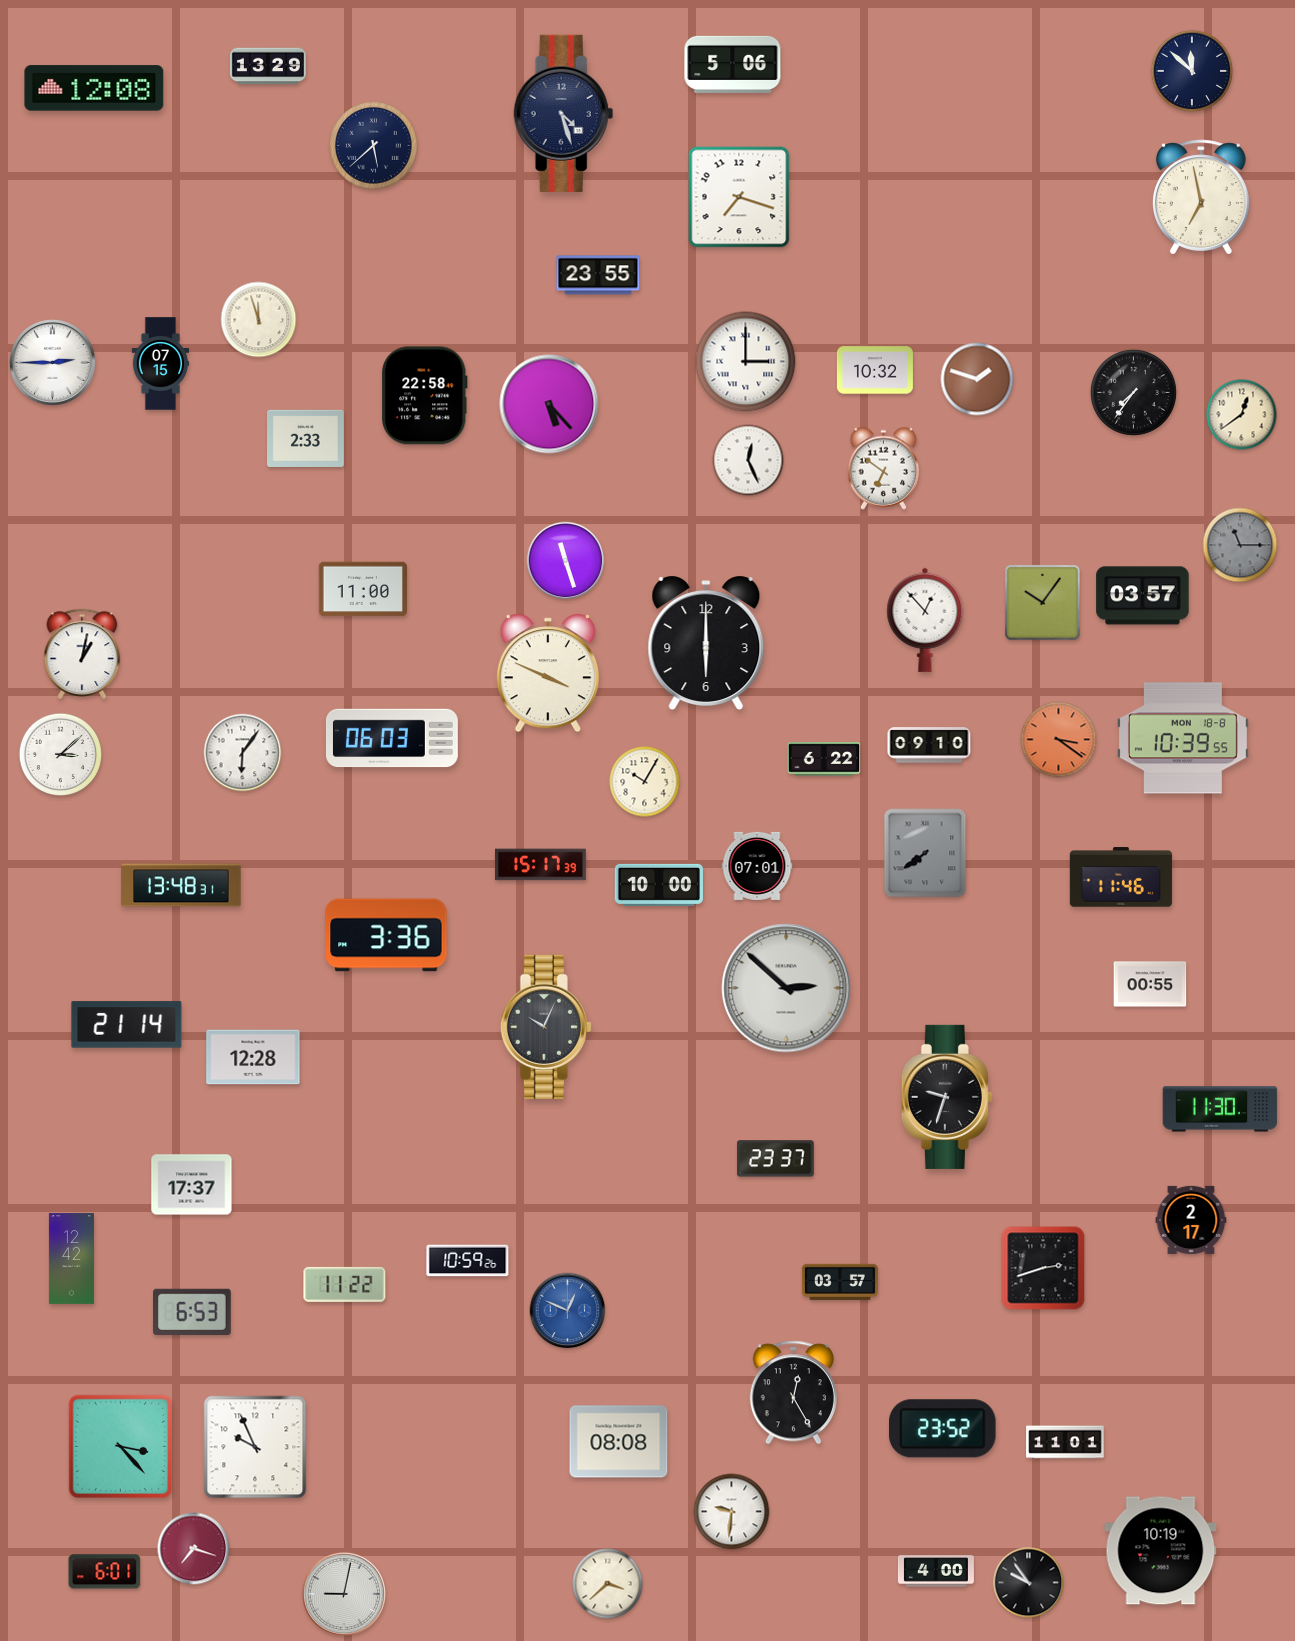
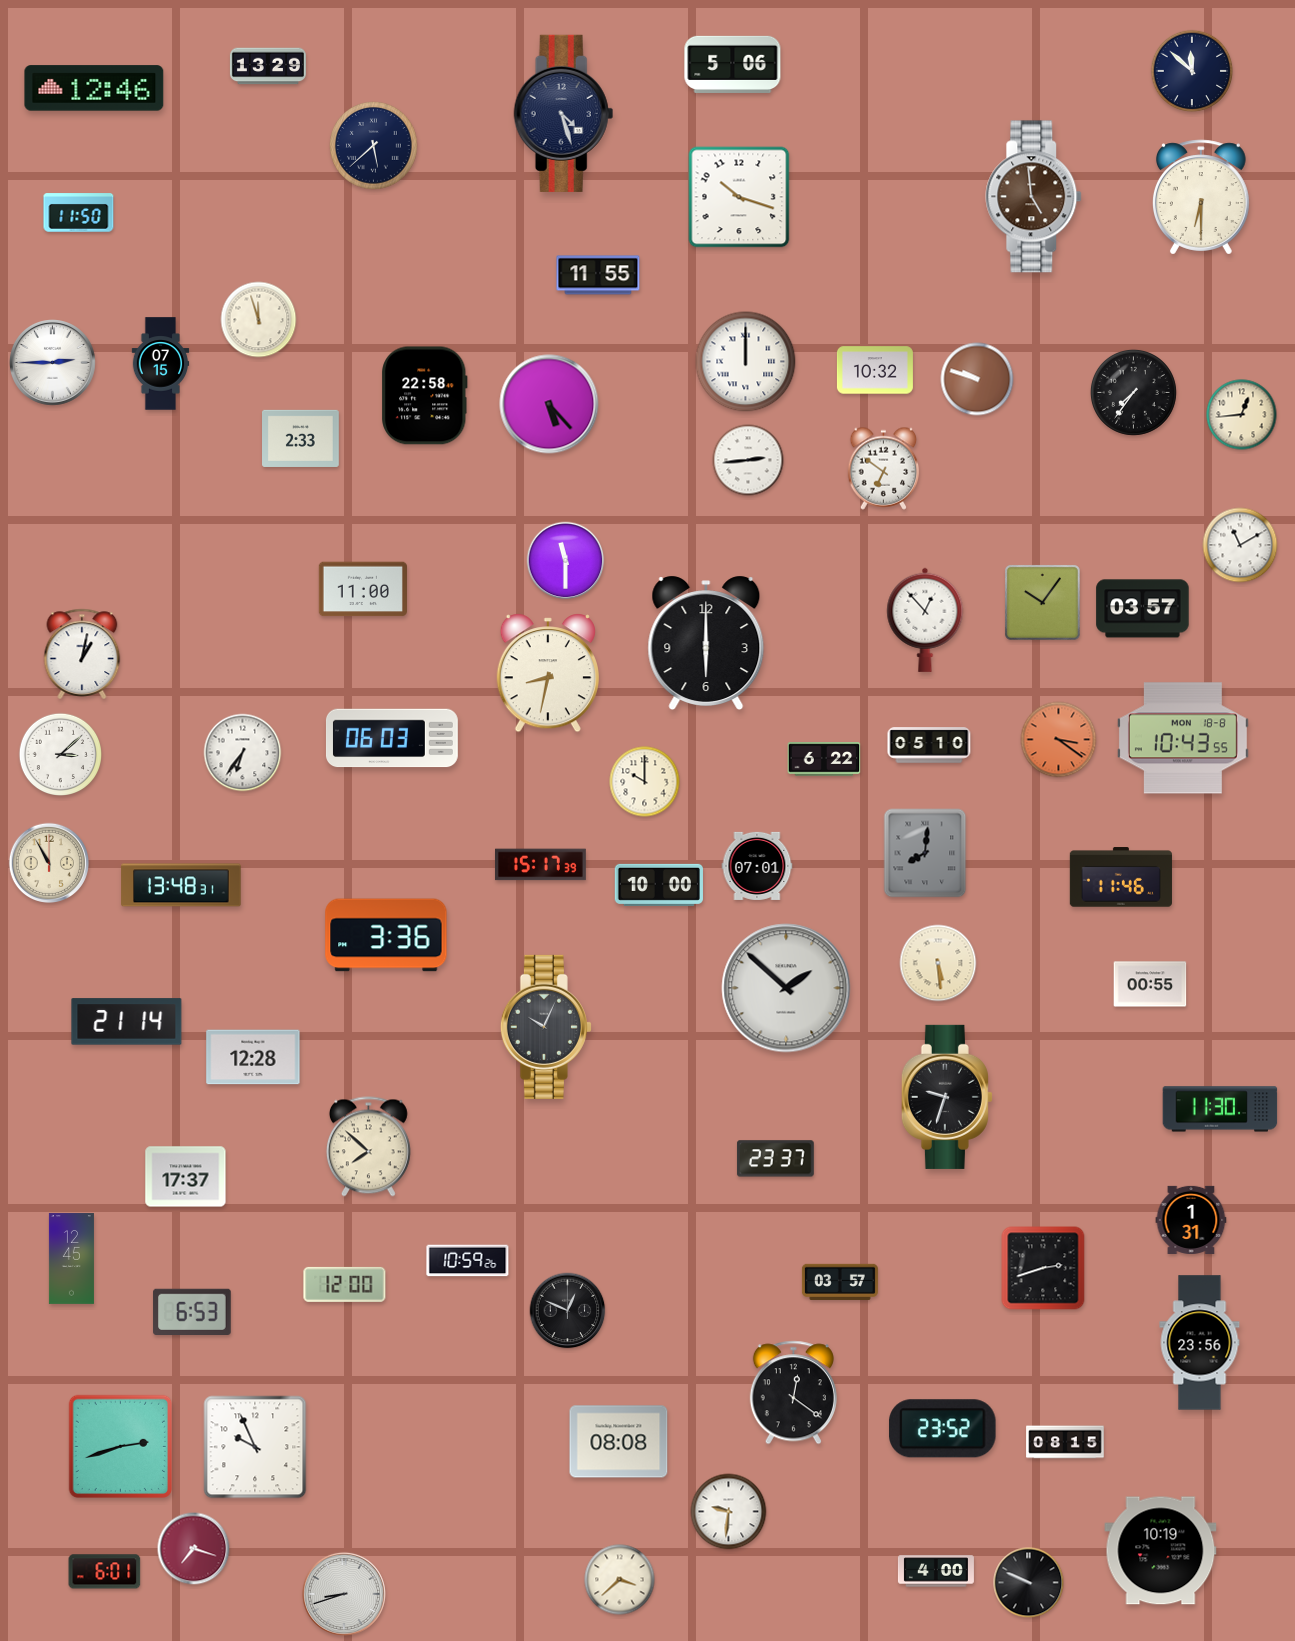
clock at (94, 88): 12:08 -> 12:46
clock at (739, 197): 7:18 -> 10:18
clock at (1034, 197): none -> 4:59
clock at (1201, 197): 6:58 -> 6:30
clock at (79, 213): none -> 11:50
clock at (598, 275): 23:55 -> 11:55
clock at (746, 362): 3:00 -> 12:00
clock at (977, 379): 1:48 -> 9:48
clock at (1242, 415): 12:39 -> 12:44
clock at (306, 438) position: (306, 438) -> (301, 438)
clock at (748, 460): 12:26 -> 2:44
clock at (1240, 545): 11:15 -> 11:10
clock at (1240, 545) dial: grey -> white
clock at (566, 561): 11:27 -> 11:30
clock at (1143, 596) position: (1143, 596) -> (1143, 609)
clock at (548, 673): 3:49 -> 8:32
clock at (1183, 738): 10:39 -> 10:43
clock at (929, 745): 09:10 -> 05:10
clock at (243, 753): 6:06 -> 6:36
clock at (645, 782): 10:05 -> 10:00
clock at (925, 853): 7:39 -> 8:01
clock at (48, 862): none -> 10:55
clock at (938, 963): none -> 5:29
clock at (786, 988): 2:52 -> 1:52
clock at (127, 1025) position: (127, 1025) -> (127, 1022)
clock at (368, 1147): none -> 7:52
clock at (192, 1185) position: (192, 1185) -> (186, 1177)
clock at (1191, 1220): 2:17 -> 1:31
clock at (71, 1259): 12:42 -> 12:45
clock at (345, 1284): 11:22 -> 12:00
clock at (568, 1311) dial: blue -> black
clock at (1200, 1343): none -> 23:56
clock at (793, 1393): 12:25 -> 12:21
clock at (1065, 1442): 11:01 -> 08:15
clock at (120, 1446): 3:23 -> 2:42
clock at (732, 1512) position: (732, 1512) -> (729, 1512)
clock at (1029, 1583): 9:54 -> 9:49
clock at (608, 1584) position: (608, 1584) -> (620, 1580)
clock at (344, 1594): 9:02 -> 8:42
